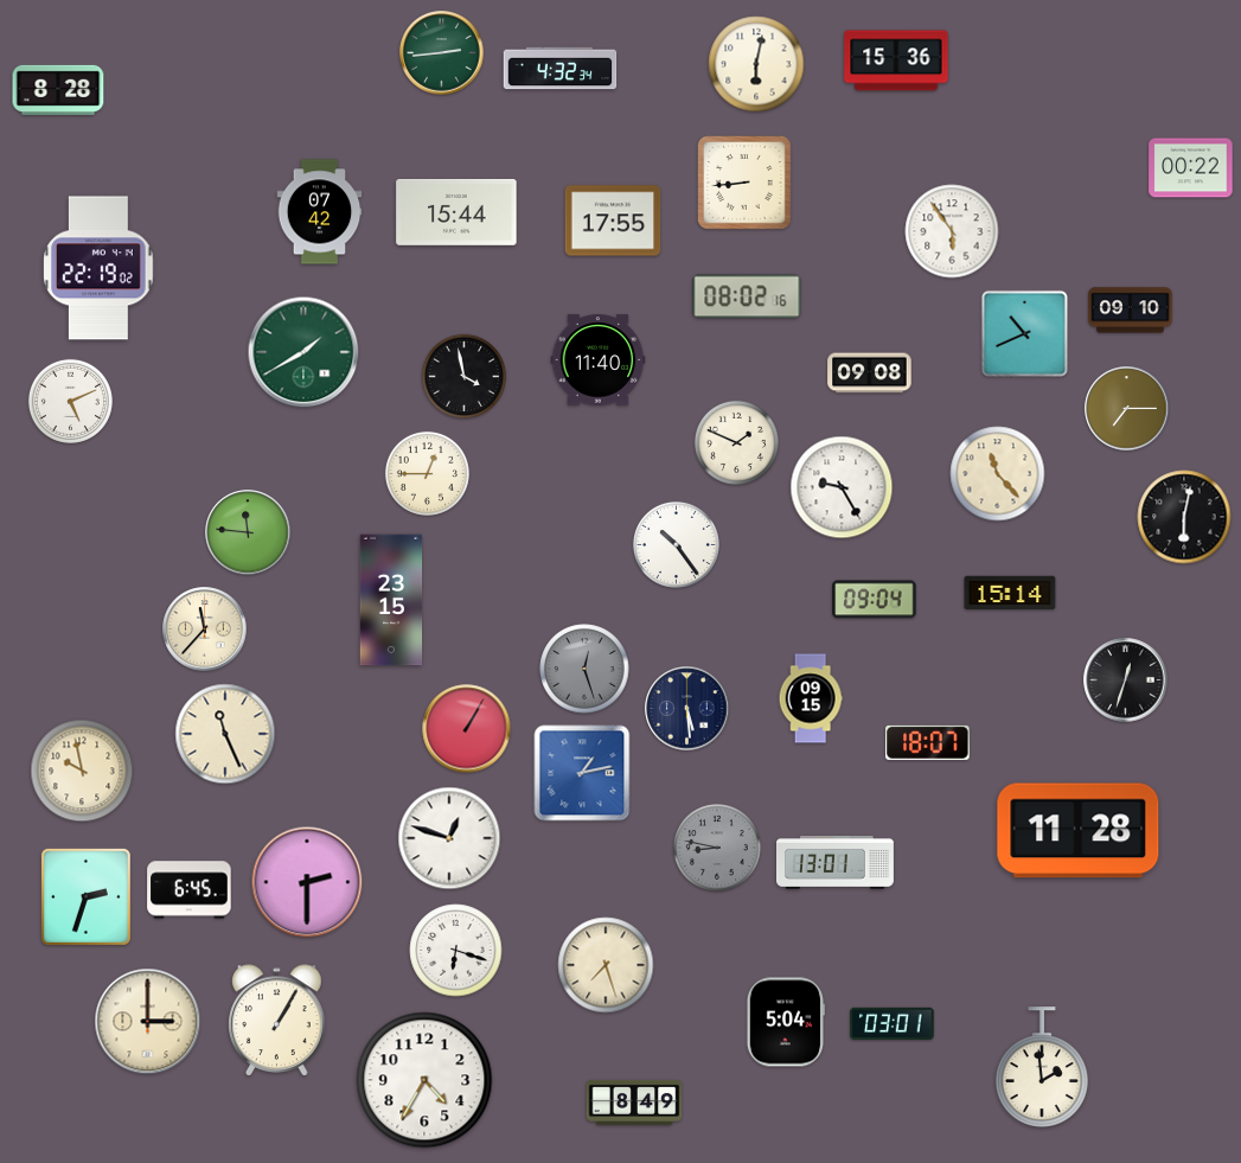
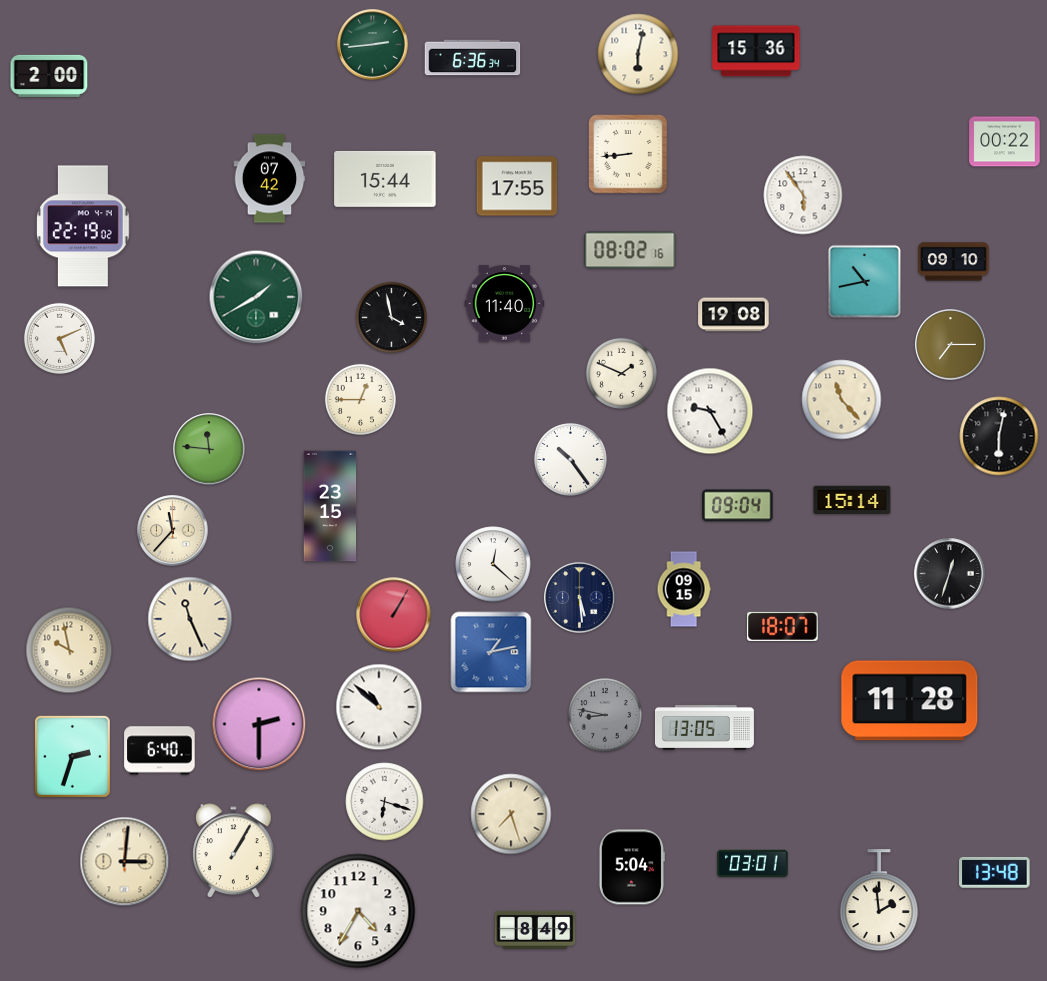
clock at (561, 69): 4:32 -> 6:36
clock at (58, 90): 8:28 -> 2:00
clock at (1024, 333): 10:41 -> 10:43
clock at (870, 373): 09:08 -> 19:08
clock at (584, 669): 12:27 -> 12:22
clock at (584, 669) dial: grey -> white
clock at (449, 838): 12:48 -> 10:52
clock at (836, 862): 13:01 -> 13:05
clock at (307, 882) position: (307, 882) -> (259, 724)
clock at (190, 890): 6:45 -> 6:40
clock at (277, 1021) position: (277, 1021) -> (234, 851)
clock at (148, 1022): 3:00 -> 3:01
clock at (786, 1022) position: (786, 1022) -> (632, 867)
clock at (995, 872): none -> 13:48
